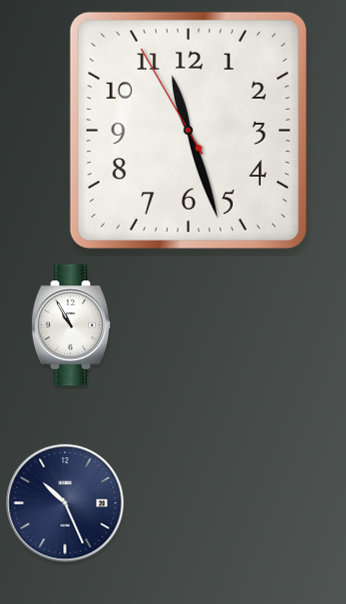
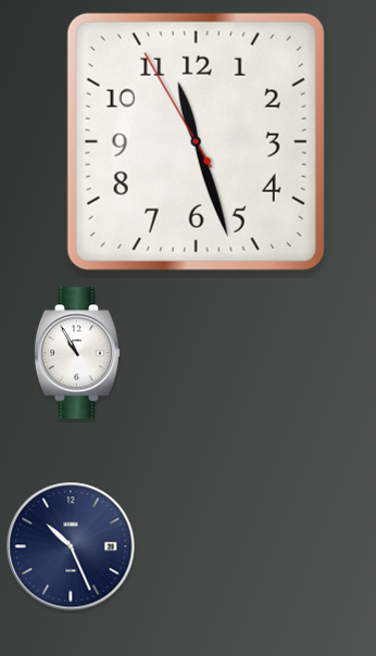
clock at (188, 130) position: (188, 130) -> (196, 141)
